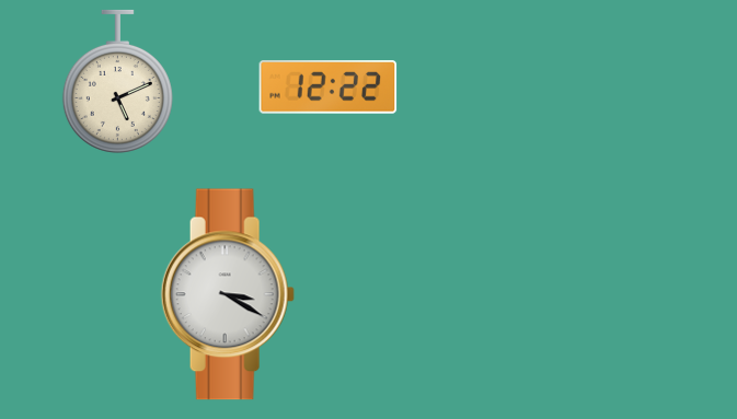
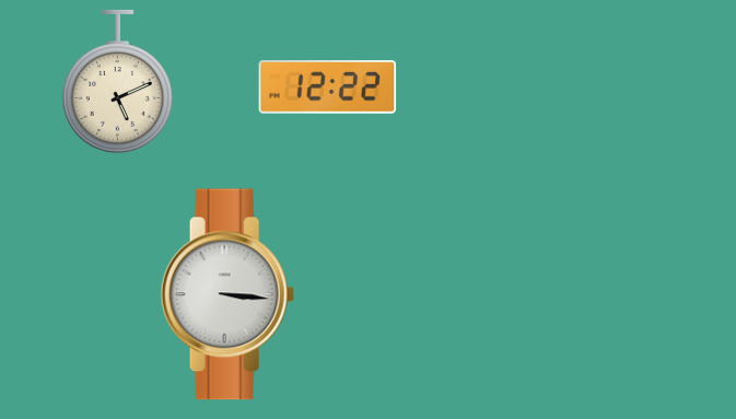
clock at (228, 294): 3:20 -> 3:16
